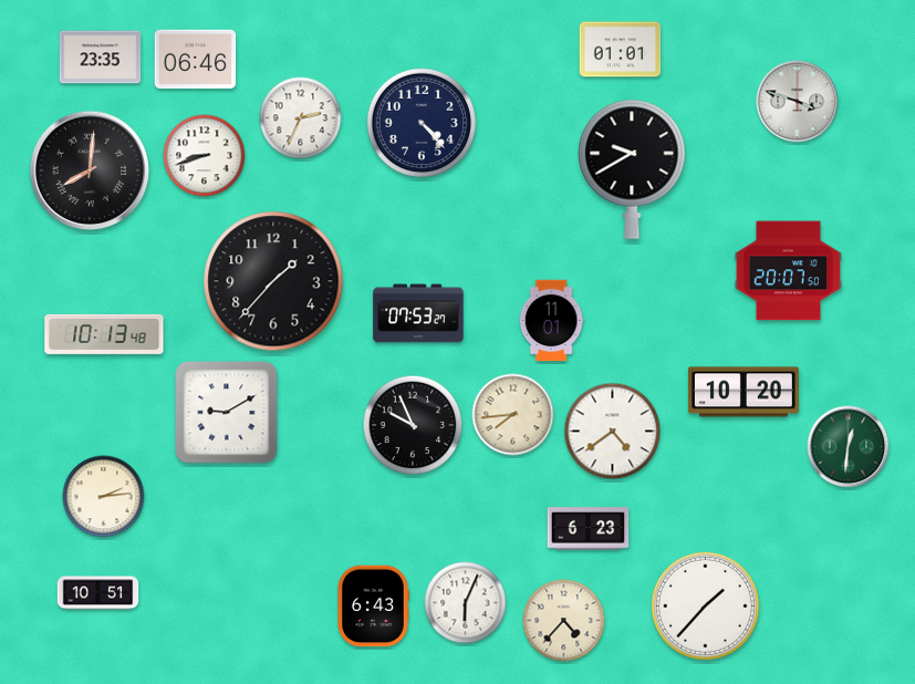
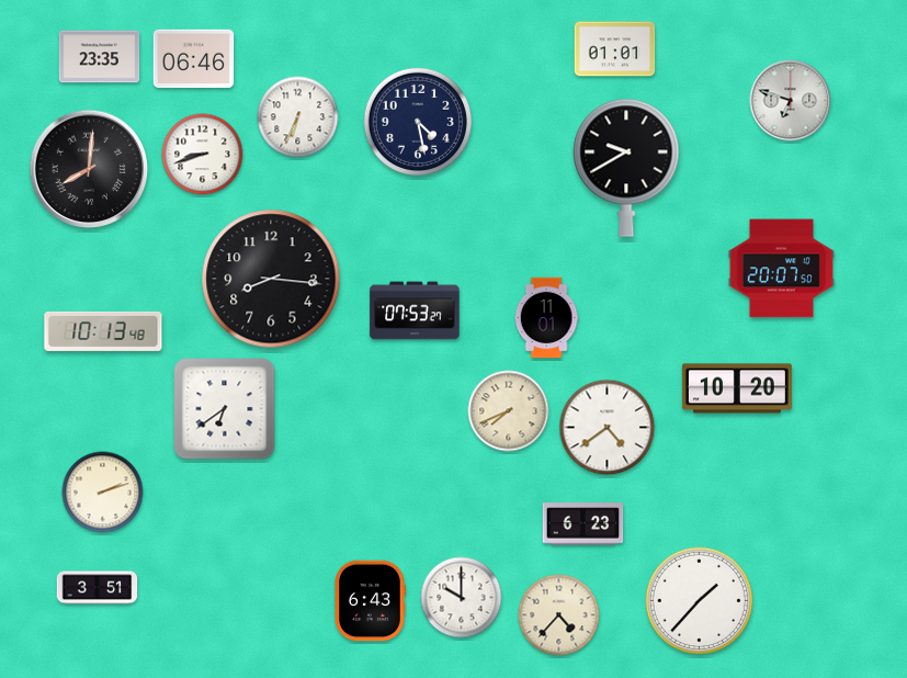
clock at (798, 102): 3:48 -> 6:48
clock at (301, 118): 2:34 -> 6:34
clock at (422, 123): 4:23 -> 4:28
clock at (273, 281): 1:37 -> 8:16
clock at (227, 413): 9:10 -> 6:39
clock at (513, 415): 7:44 -> 7:41
clock at (413, 425): 9:56 -> none
clock at (849, 447): 12:31 -> none
clock at (104, 497): 2:14 -> 2:12
clock at (98, 593): 10:51 -> 3:51
clock at (466, 603): 6:04 -> 10:00
